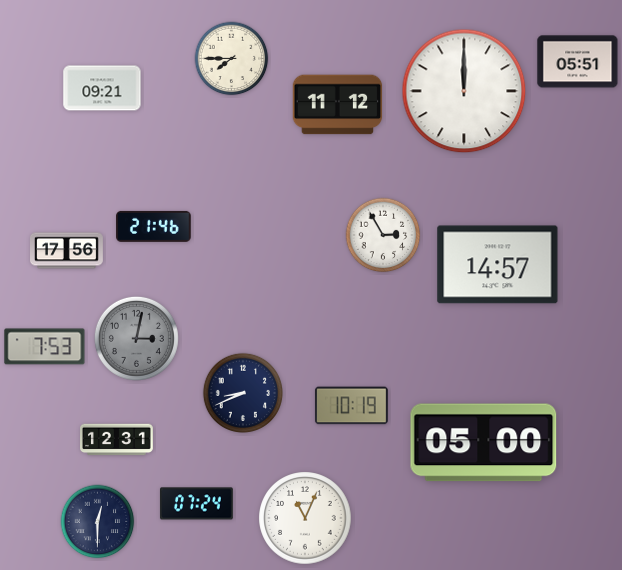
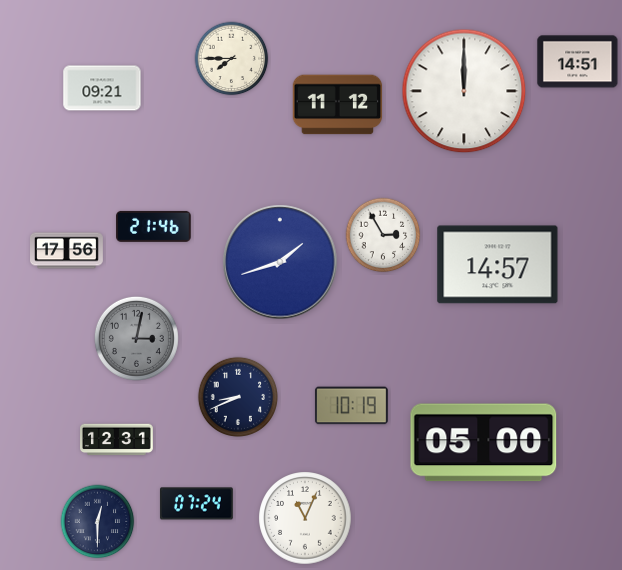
clock at (578, 62): 05:51 -> 14:51
clock at (280, 262): none -> 1:42
clock at (45, 347): 7:53 -> none
clock at (242, 392) position: (242, 392) -> (237, 396)
